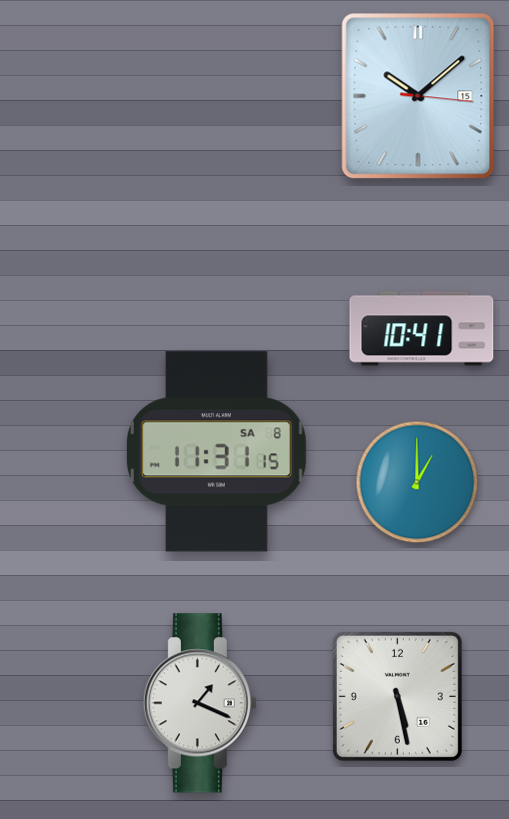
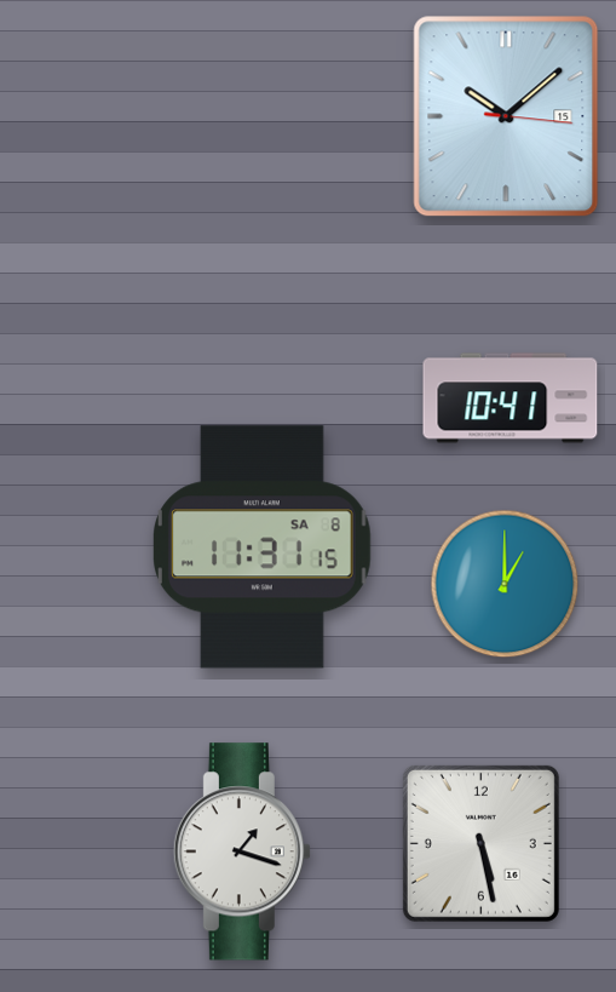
clock at (200, 703): 1:19 -> 1:18
